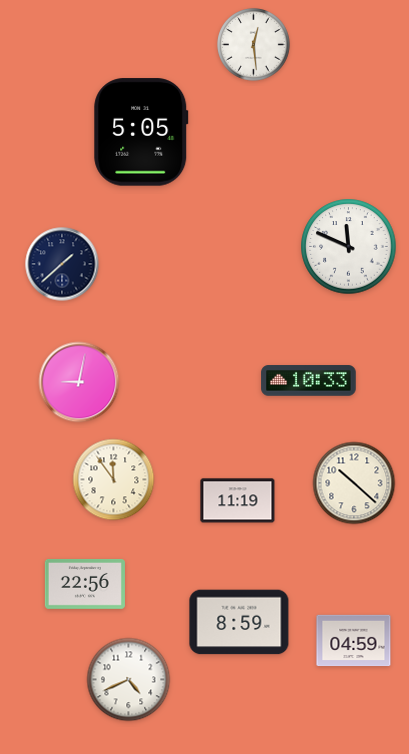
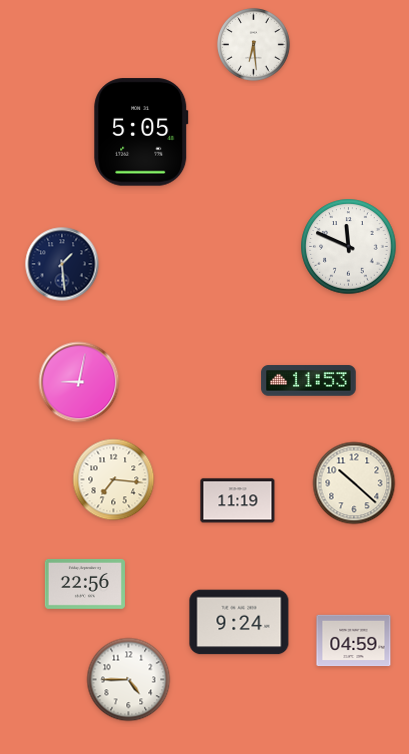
clock at (254, 45): 12:29 -> 6:29
clock at (62, 264): 1:38 -> 1:29
clock at (309, 381): 10:33 -> 11:53
clock at (114, 480): 11:54 -> 7:16
clock at (239, 622): 8:59 -> 9:24
clock at (129, 680): 4:41 -> 4:45
